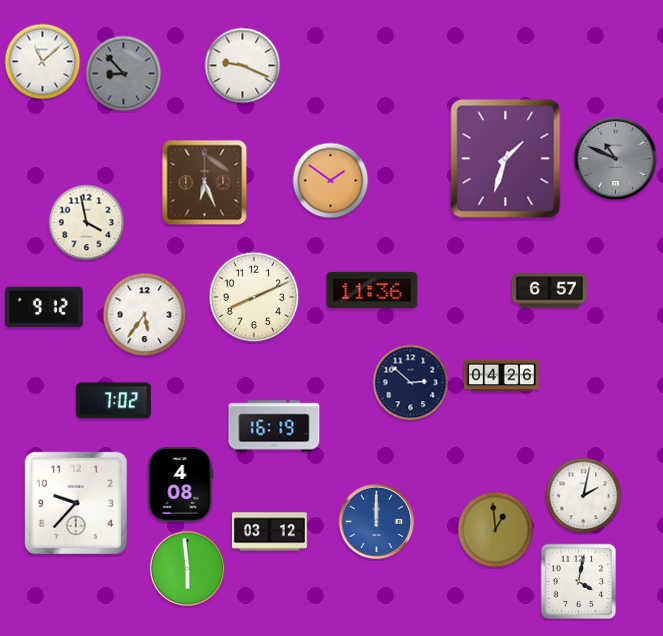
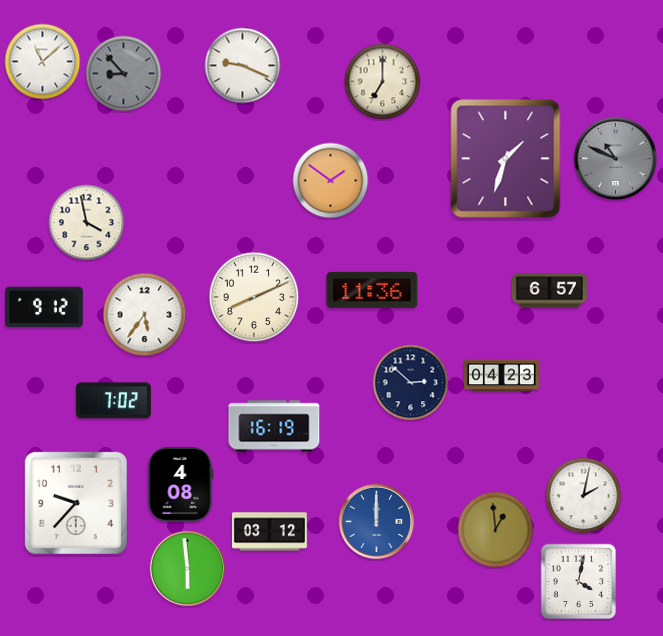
clock at (383, 82): none -> 7:00
clock at (205, 183): 6:26 -> none
clock at (501, 376): 04:26 -> 04:23
